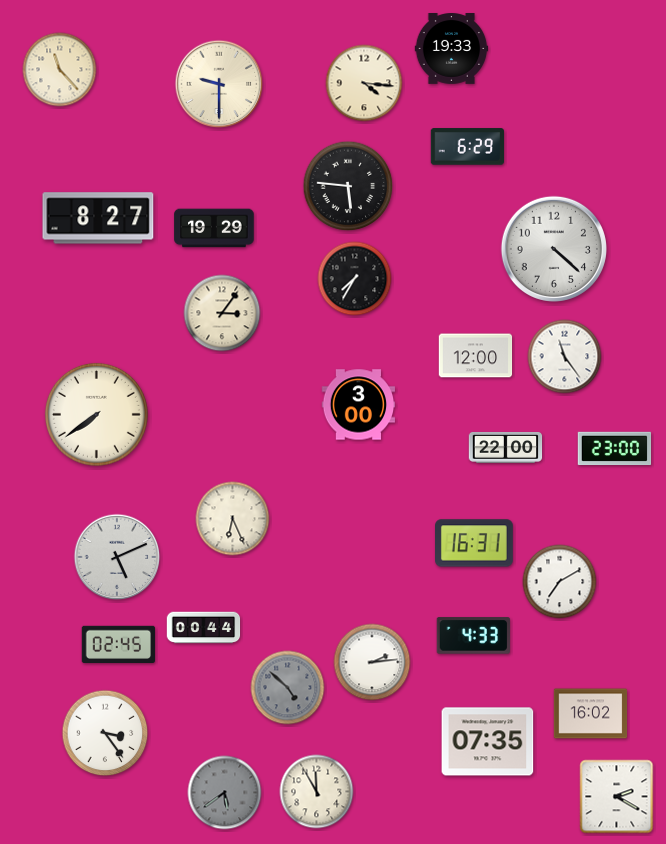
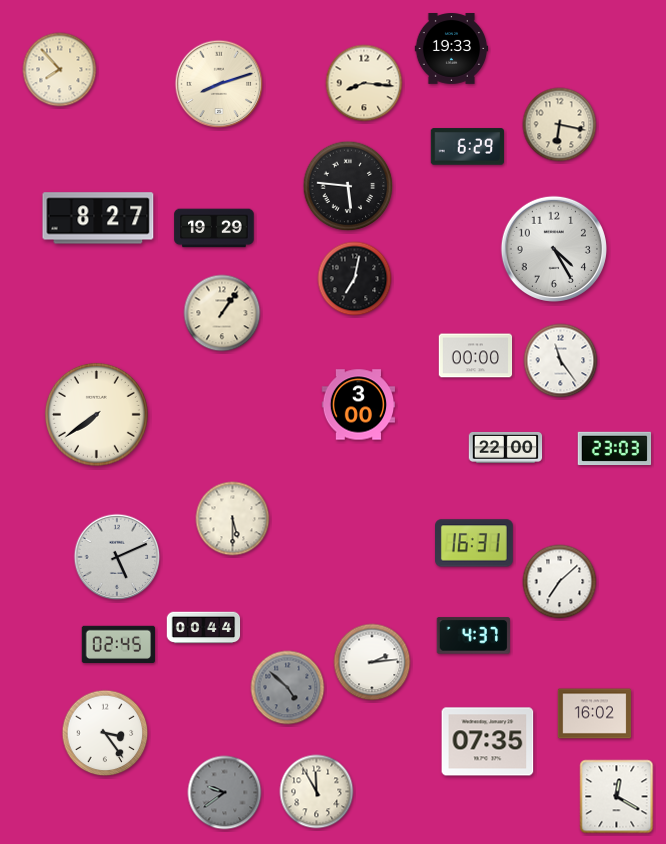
clock at (60, 70): 11:23 -> 7:53
clock at (364, 83): 4:16 -> 8:16
clock at (219, 84): 9:30 -> 8:12
clock at (560, 125): none -> 6:17
clock at (554, 249): 4:22 -> 4:25
clock at (355, 279): 7:35 -> 7:02
clock at (222, 313): 3:06 -> 1:06
clock at (476, 356): 12:00 -> 00:00
clock at (565, 357) position: (565, 357) -> (561, 361)
clock at (615, 449): 23:00 -> 23:03
clock at (233, 519): 6:26 -> 5:30
clock at (560, 582): 7:10 -> 7:08
clock at (473, 636): 4:33 -> 4:37
clock at (591, 714) position: (591, 714) -> (595, 714)
clock at (225, 793): 5:39 -> 9:39
clock at (617, 797): 2:20 -> 12:20
